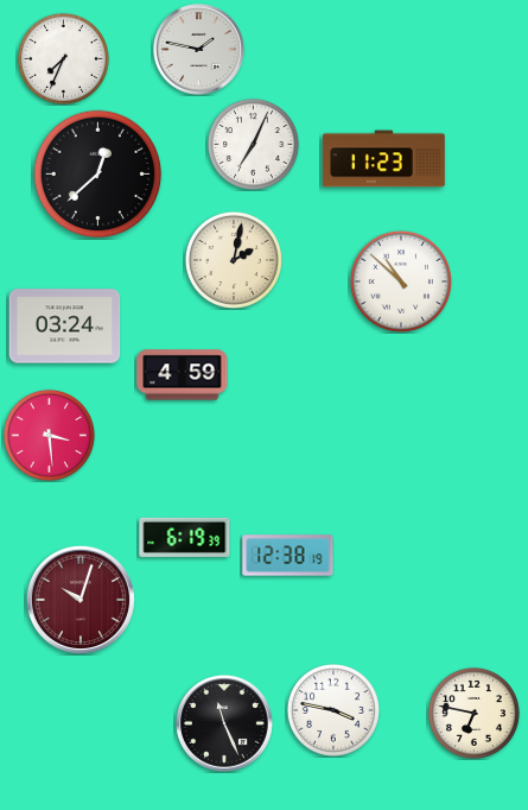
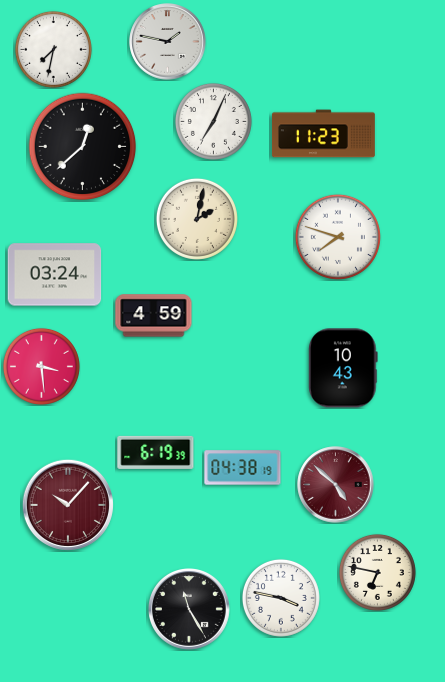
clock at (63, 58): 7:34 -> 7:32
clock at (401, 281): 10:52 -> 7:48
clock at (343, 368): none -> 10:43
clock at (288, 556): 12:38 -> 04:38
clock at (336, 485): none -> 4:52
clock at (79, 599): 10:03 -> 10:07
clock at (473, 713) position: (473, 713) -> (377, 572)
clock at (225, 724): 11:26 -> 11:25
